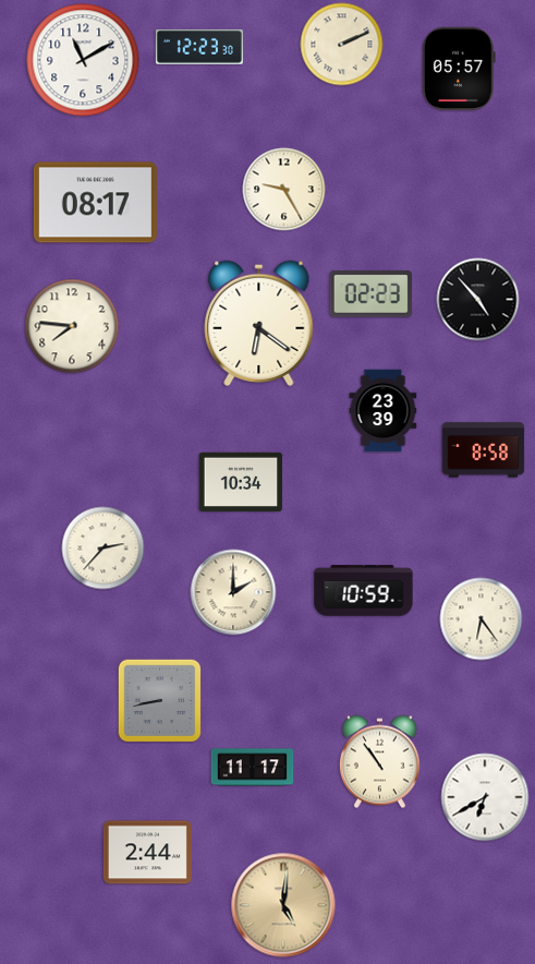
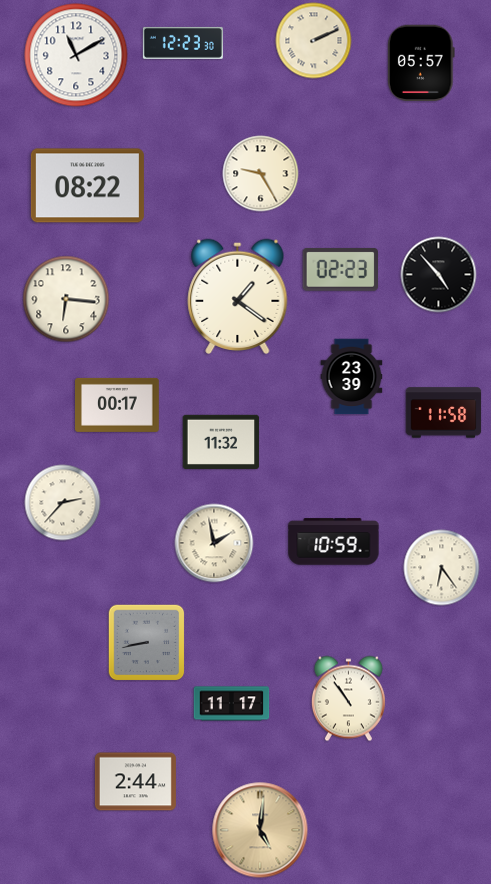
clock at (95, 203): 08:17 -> 08:22
clock at (259, 323): 6:21 -> 1:21
clock at (72, 326): 7:46 -> 6:16
clock at (118, 405): none -> 00:17
clock at (484, 450): 8:58 -> 11:58
clock at (241, 481): 10:34 -> 11:32
clock at (104, 549) position: (104, 549) -> (63, 503)
clock at (233, 592): 2:00 -> 1:58
clock at (485, 797): 6:40 -> none
